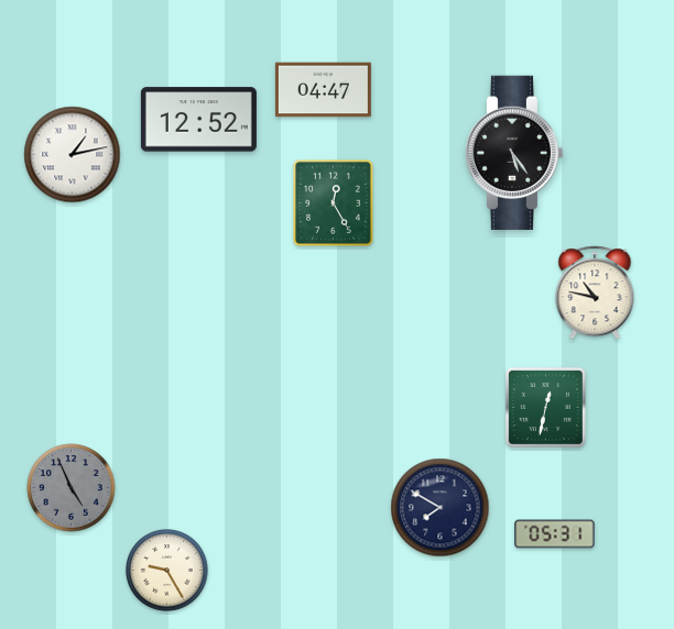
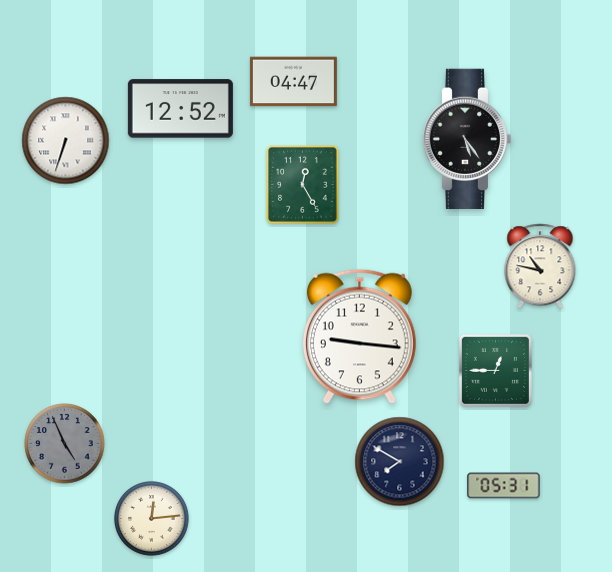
clock at (73, 155): 1:13 -> 6:33
clock at (359, 336): none -> 9:16
clock at (545, 407): 12:32 -> 12:45
clock at (167, 571): 9:25 -> 12:14
